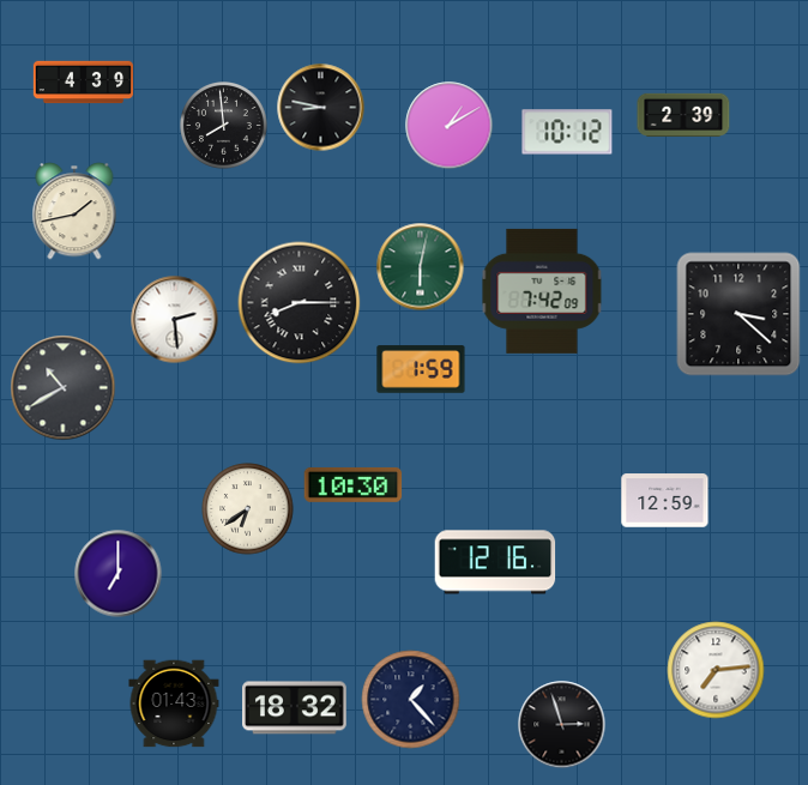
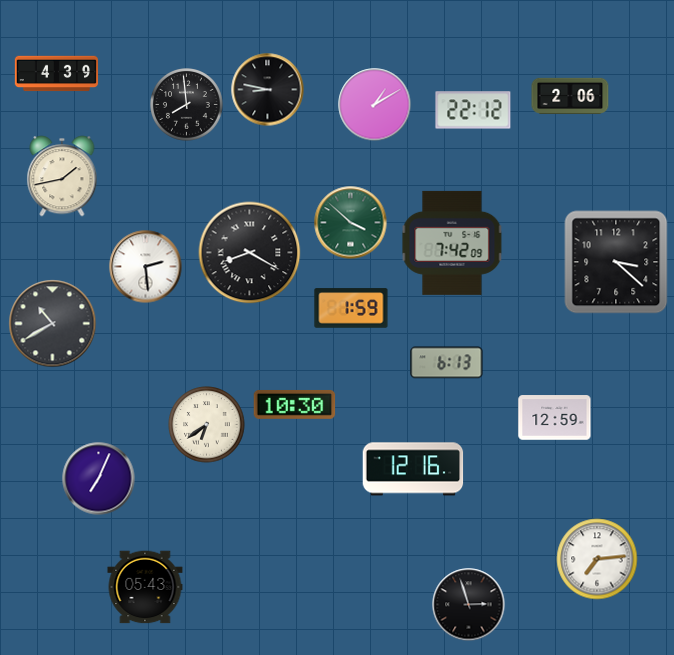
clock at (84, 83) position: (84, 83) -> (57, 74)
clock at (683, 114): 2:39 -> 2:06
clock at (567, 132): 10:12 -> 22:12
clock at (421, 267): 6:02 -> 3:52
clock at (300, 303): 8:15 -> 8:20
clock at (447, 363): none -> 6:13
clock at (119, 574): 7:00 -> 7:04
clock at (411, 700): 1:23 -> none
clock at (174, 704): 01:43 -> 05:43
clock at (295, 708): 18:32 -> none
